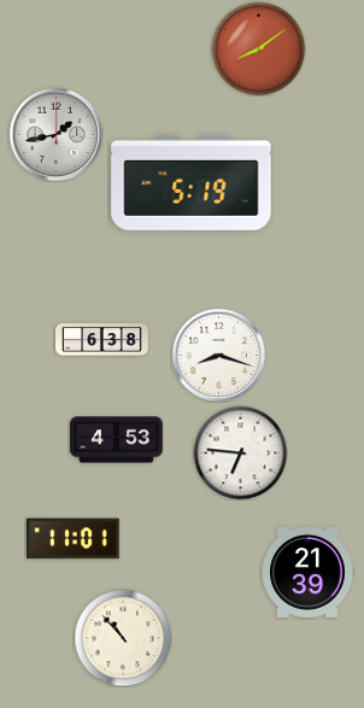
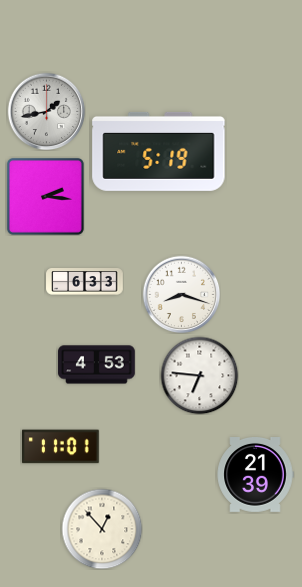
clock at (258, 48): 8:09 -> none
clock at (45, 196): none -> 2:16
clock at (102, 340): 6:38 -> 6:33
clock at (123, 638): 10:53 -> 12:53
